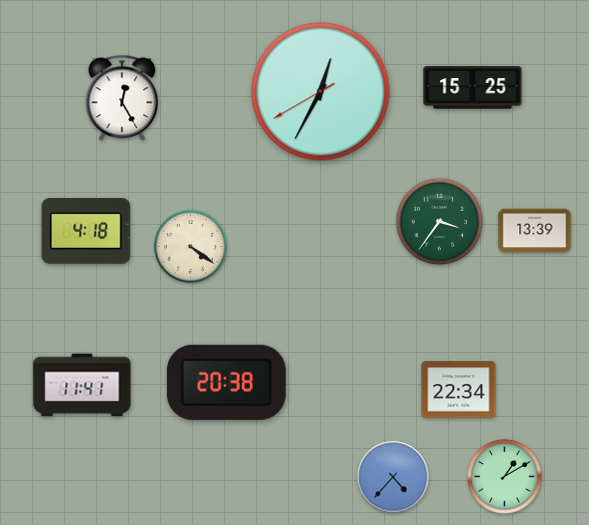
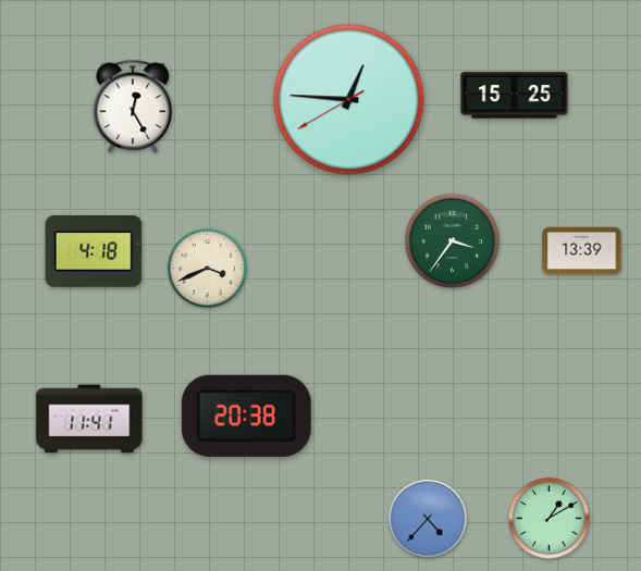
clock at (321, 92): 12:34 -> 12:45
clock at (440, 222) position: (440, 222) -> (453, 241)
clock at (191, 247): 4:21 -> 3:41
clock at (459, 390): 22:34 -> none
